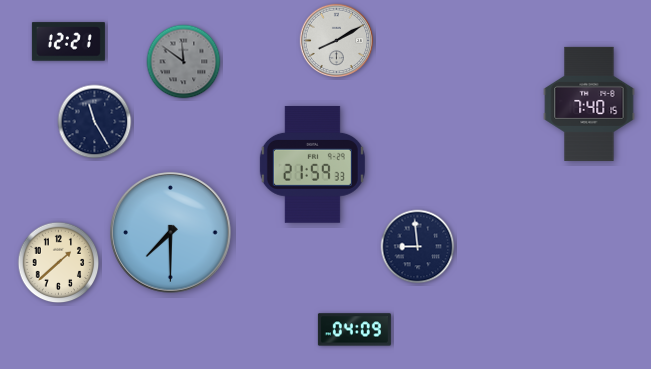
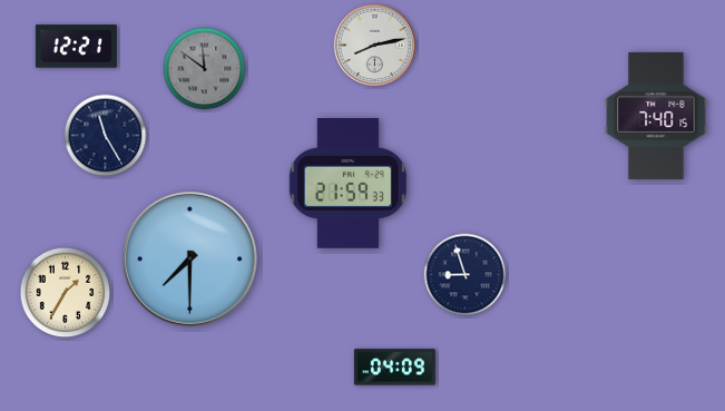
clock at (336, 40): 8:10 -> 8:13
clock at (418, 247): 8:59 -> 8:57
clock at (59, 263): 1:38 -> 1:35
